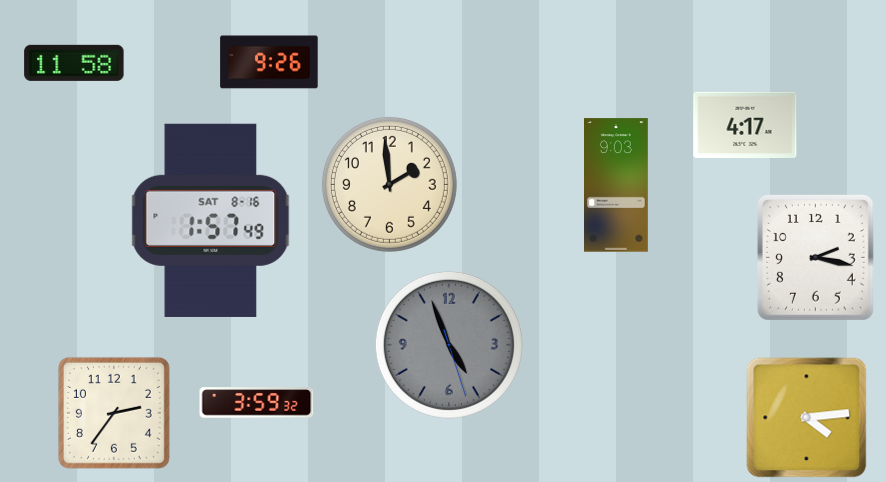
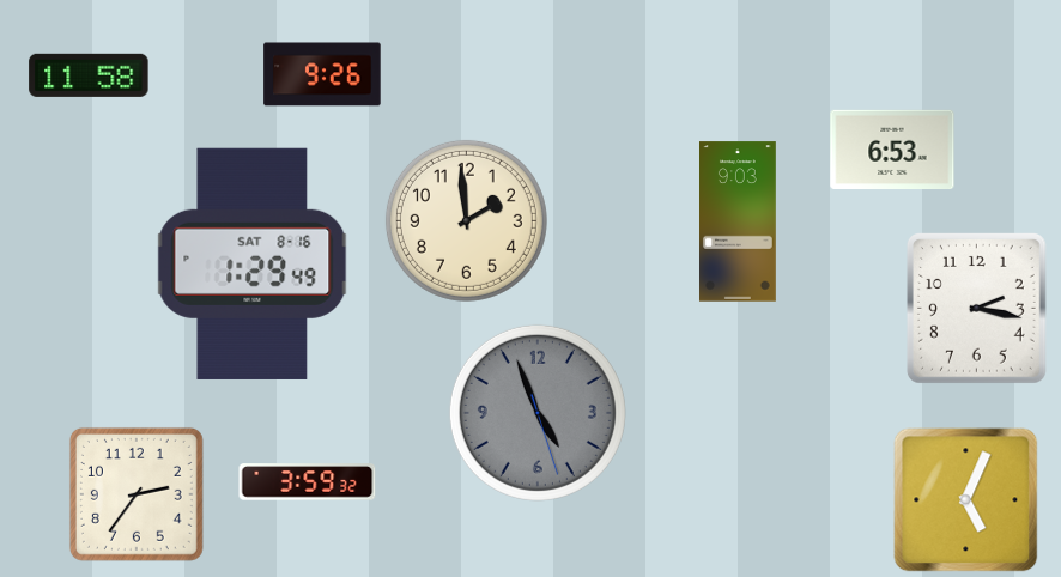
clock at (745, 124): 4:17 -> 6:53
clock at (211, 220): 1:57 -> 1:29
clock at (807, 418): 4:14 -> 5:04
